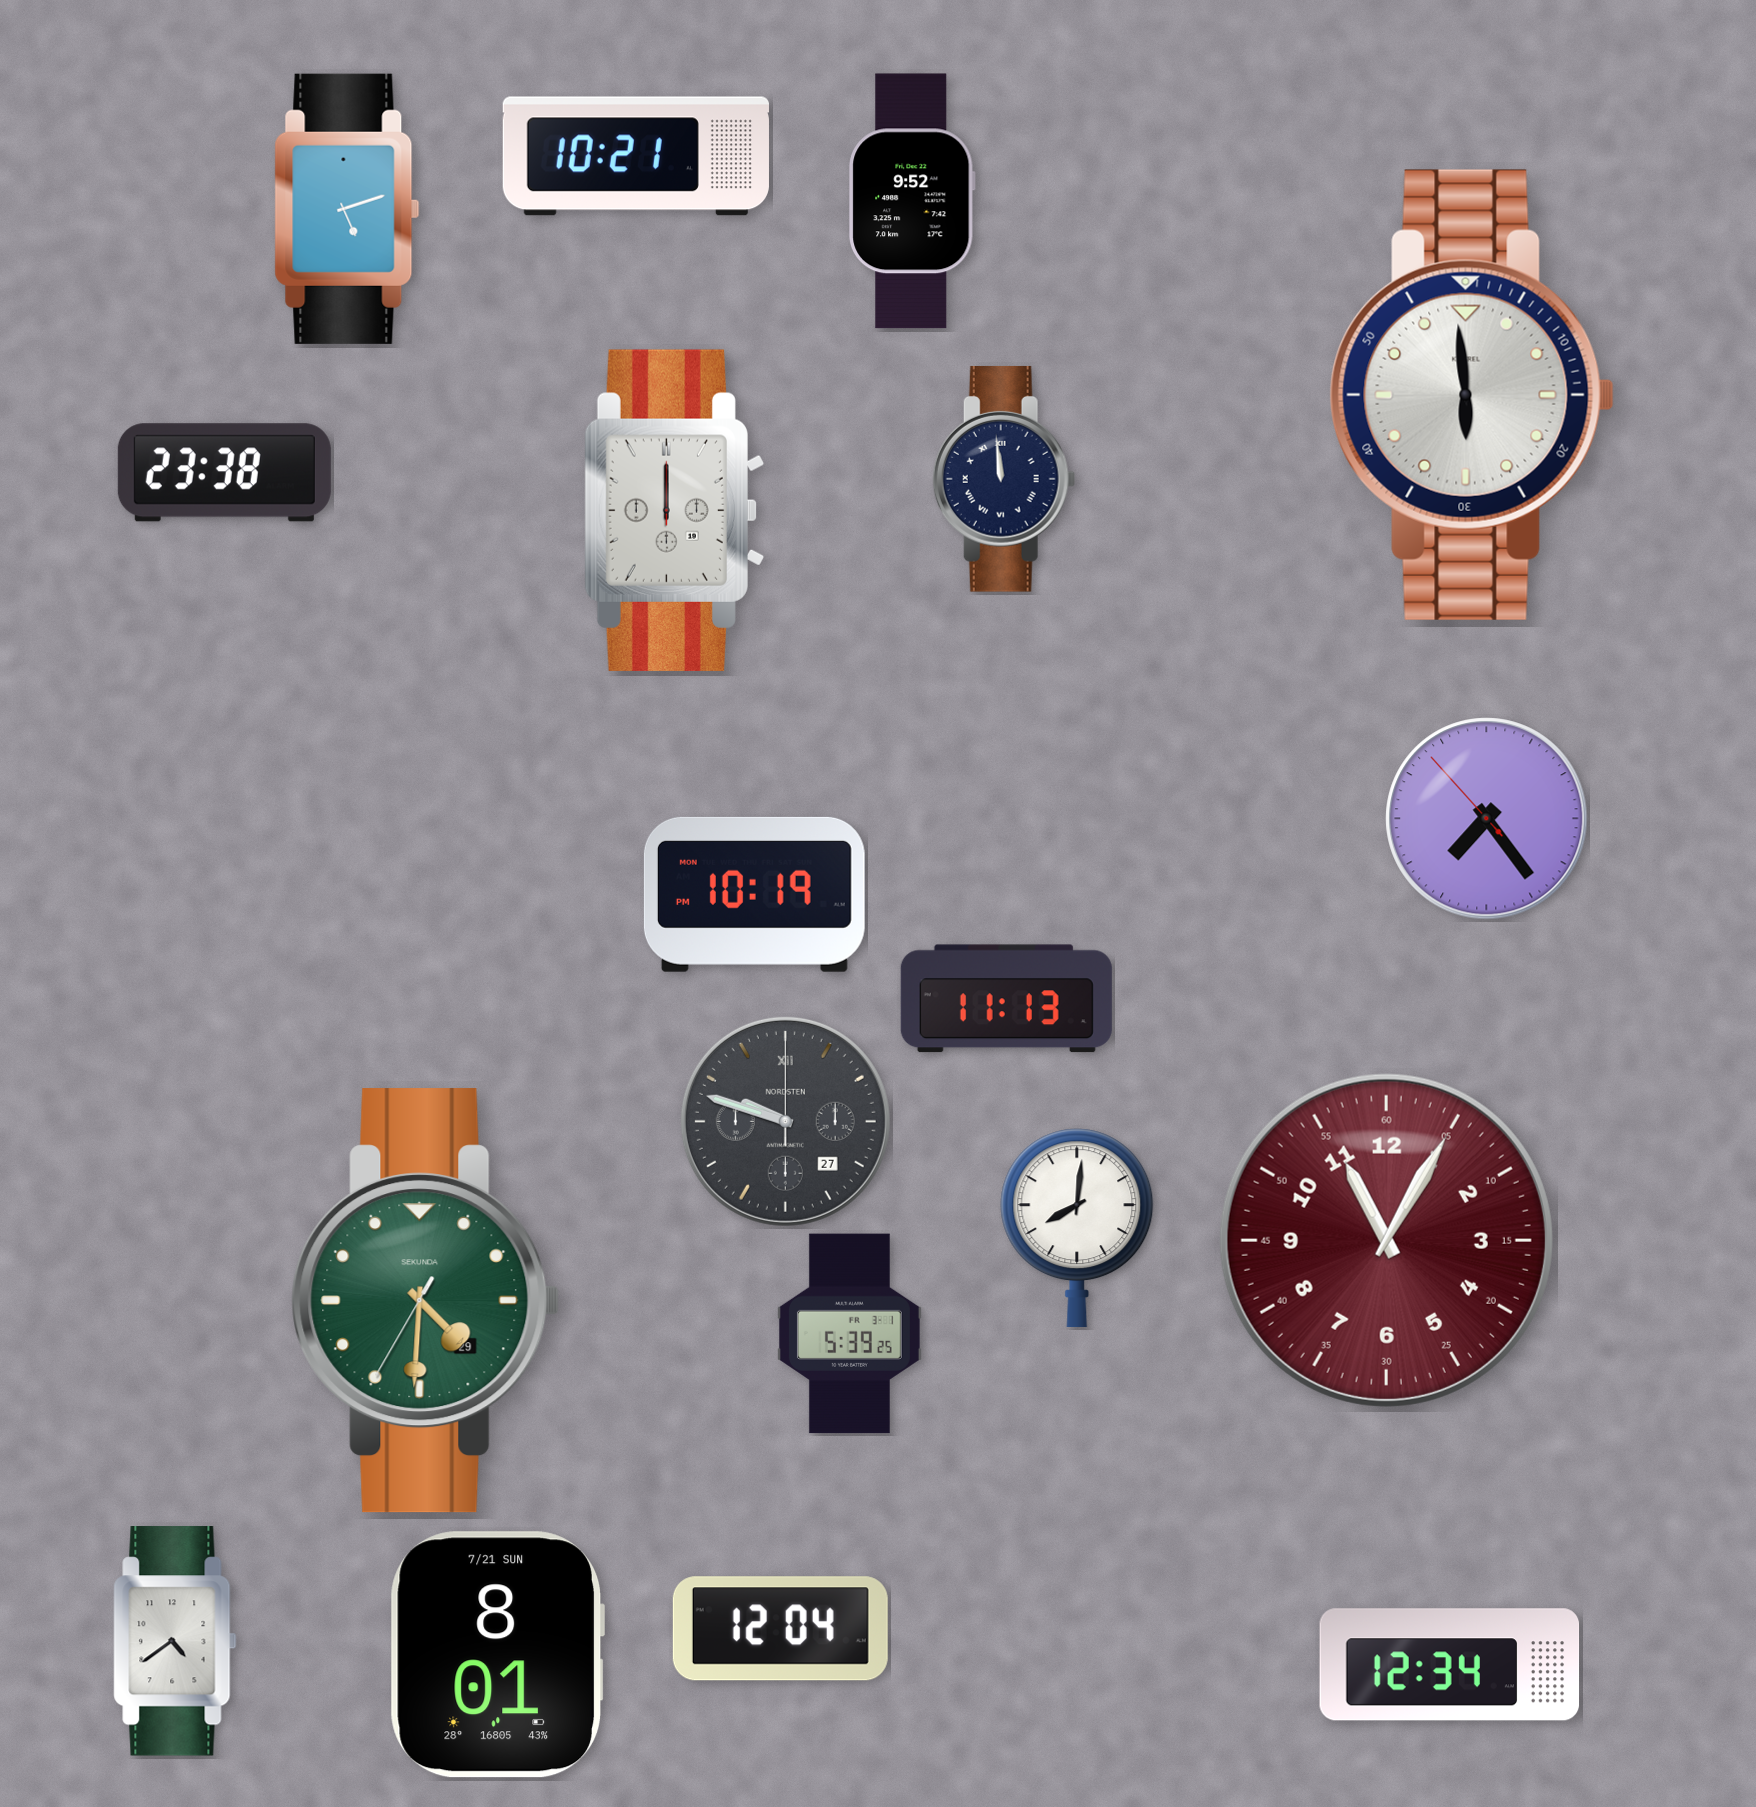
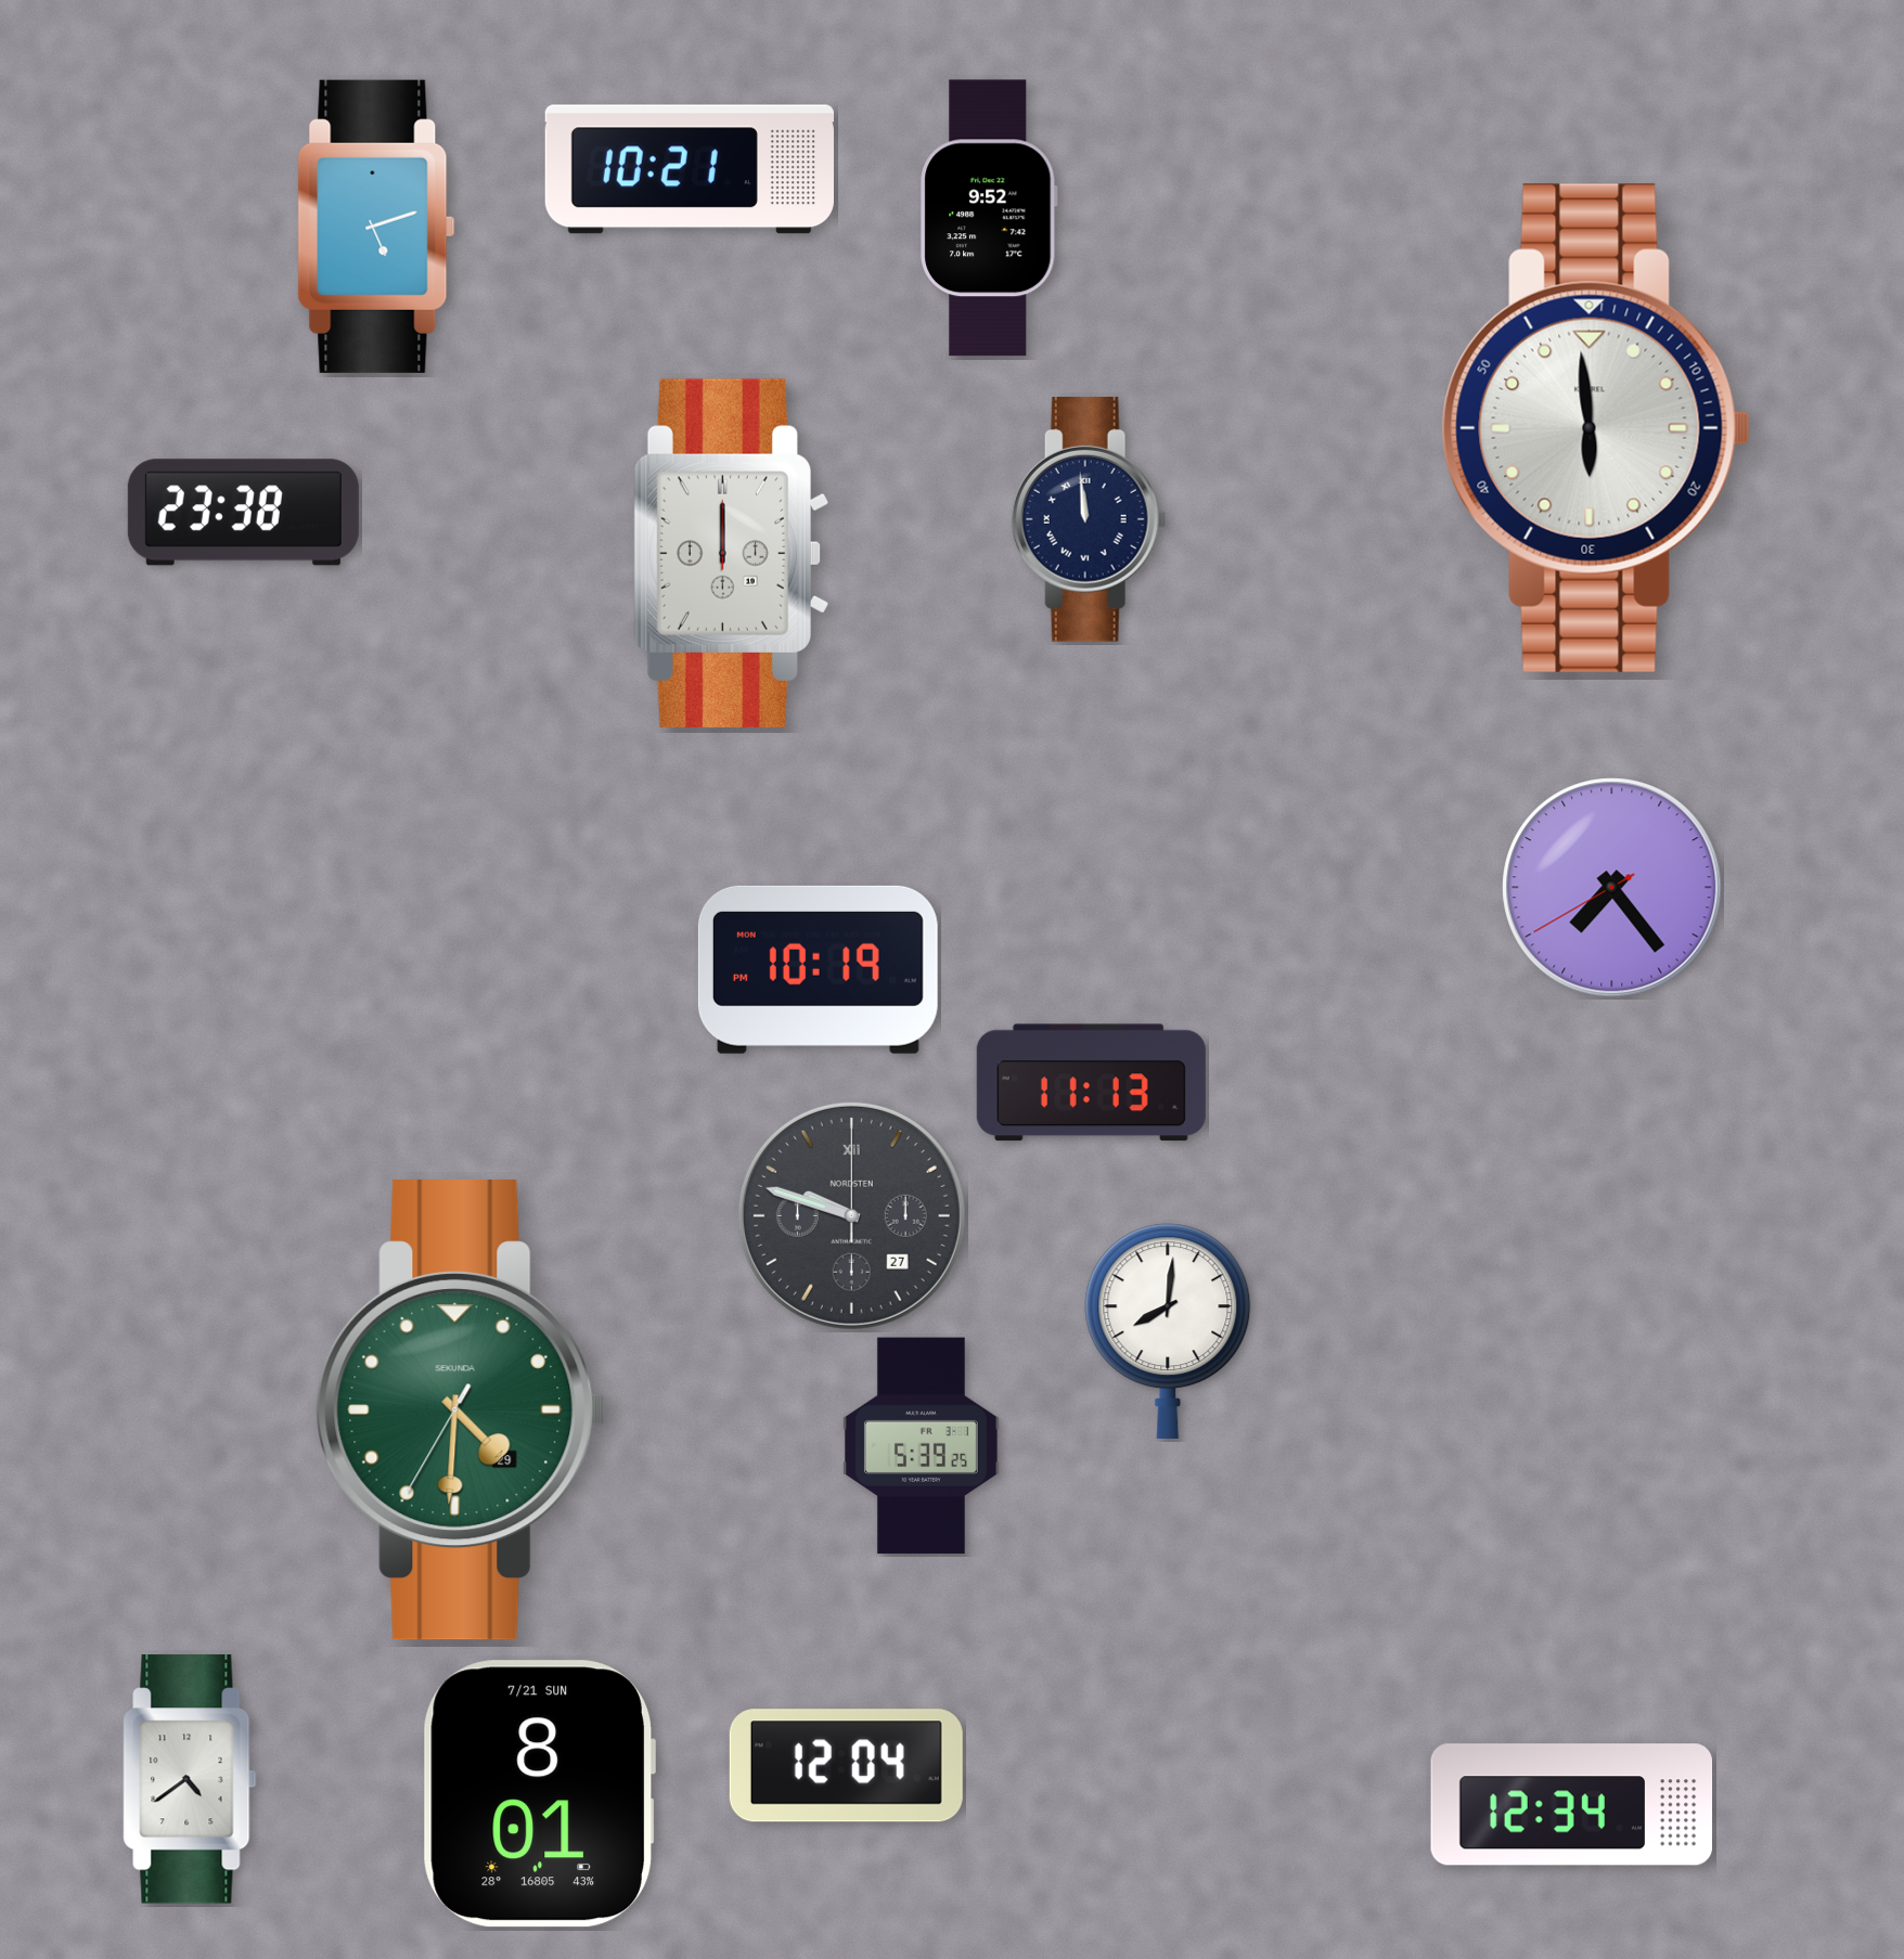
clock at (1487, 819): 7:23:53 -> 7:23:40
clock at (1386, 1240): 11:05 -> none
